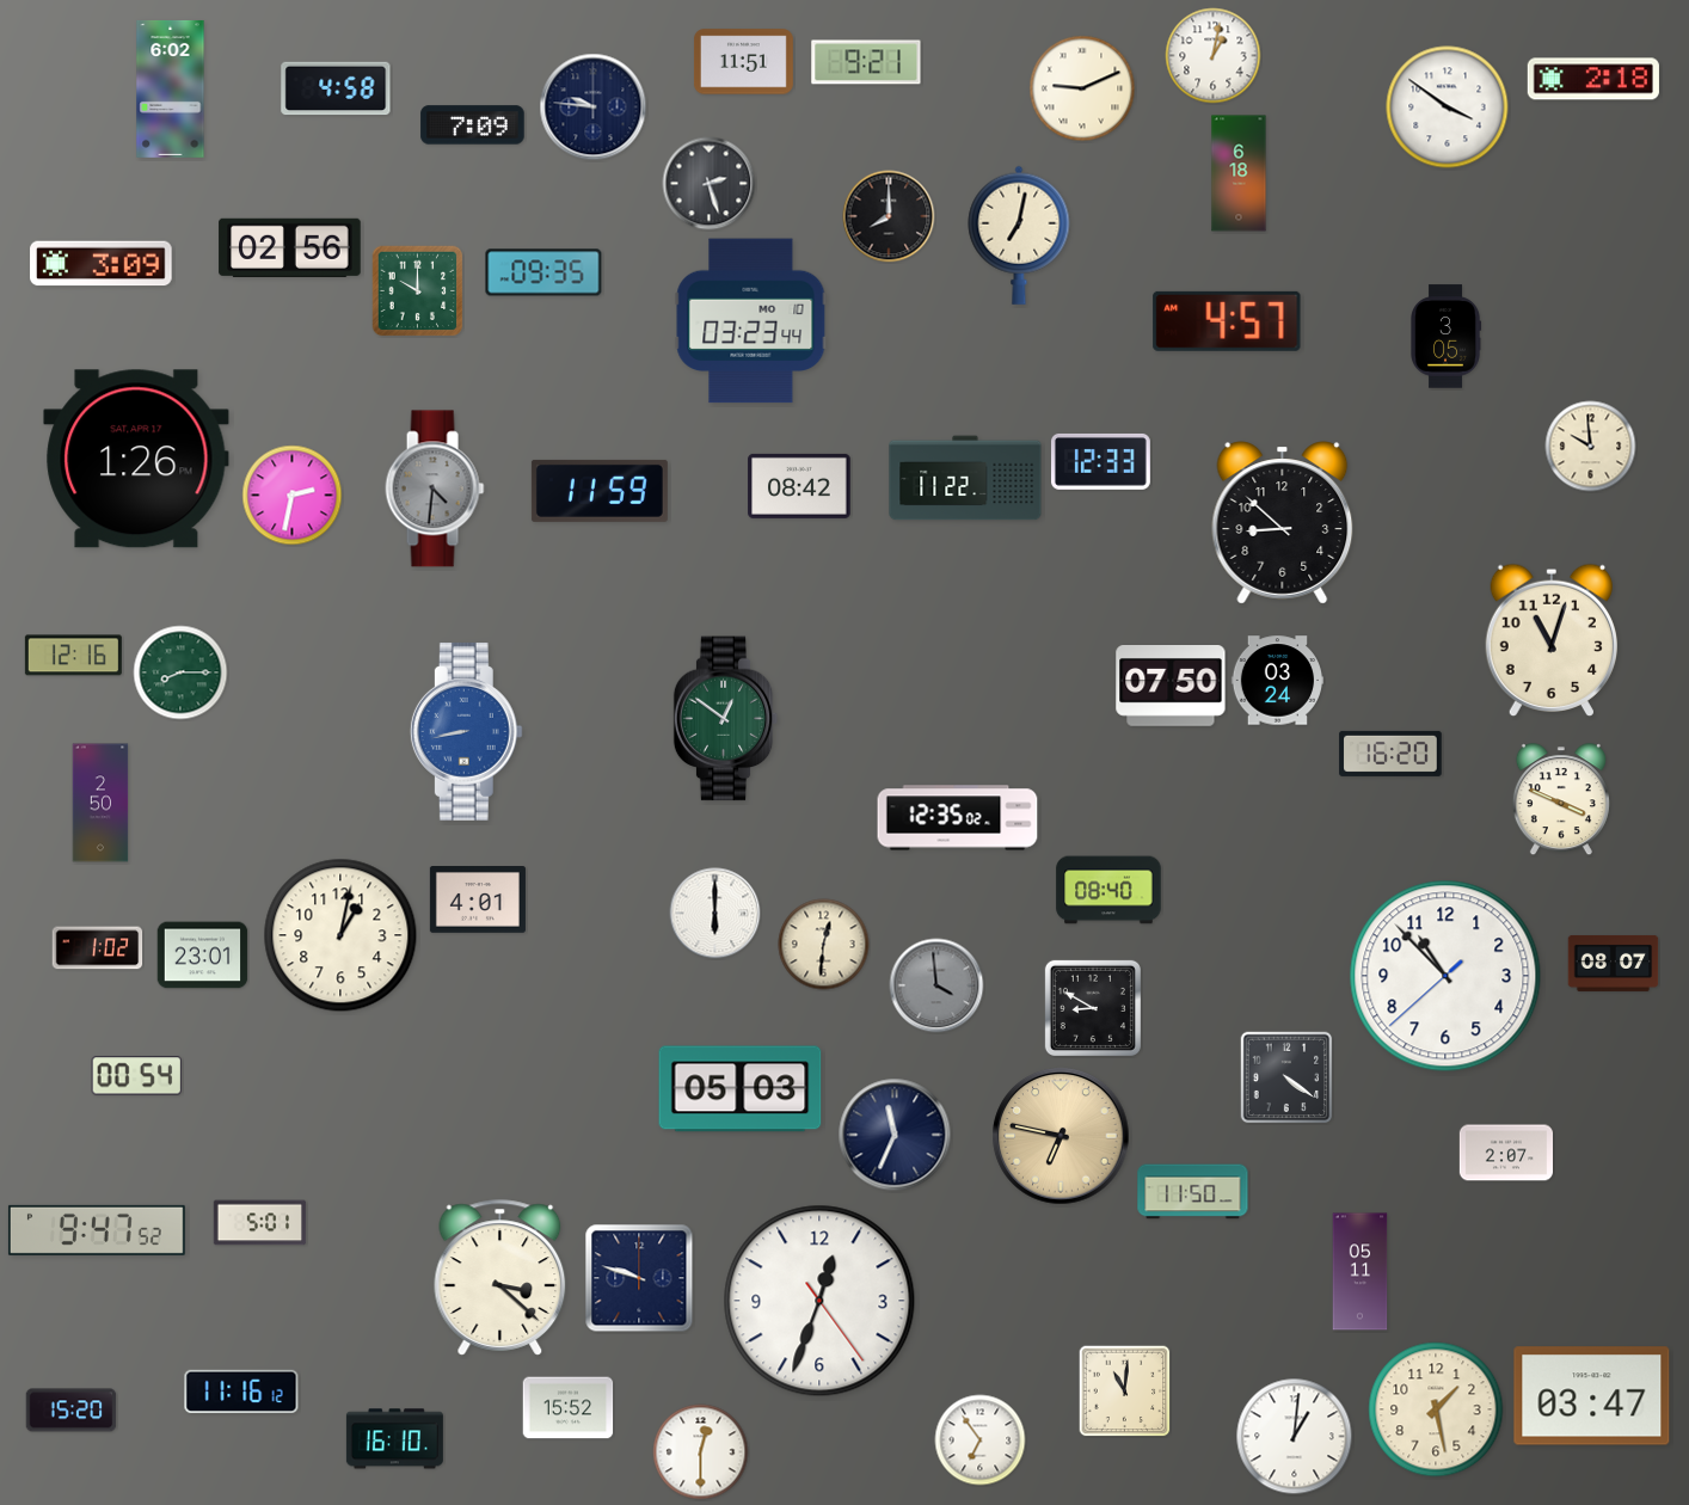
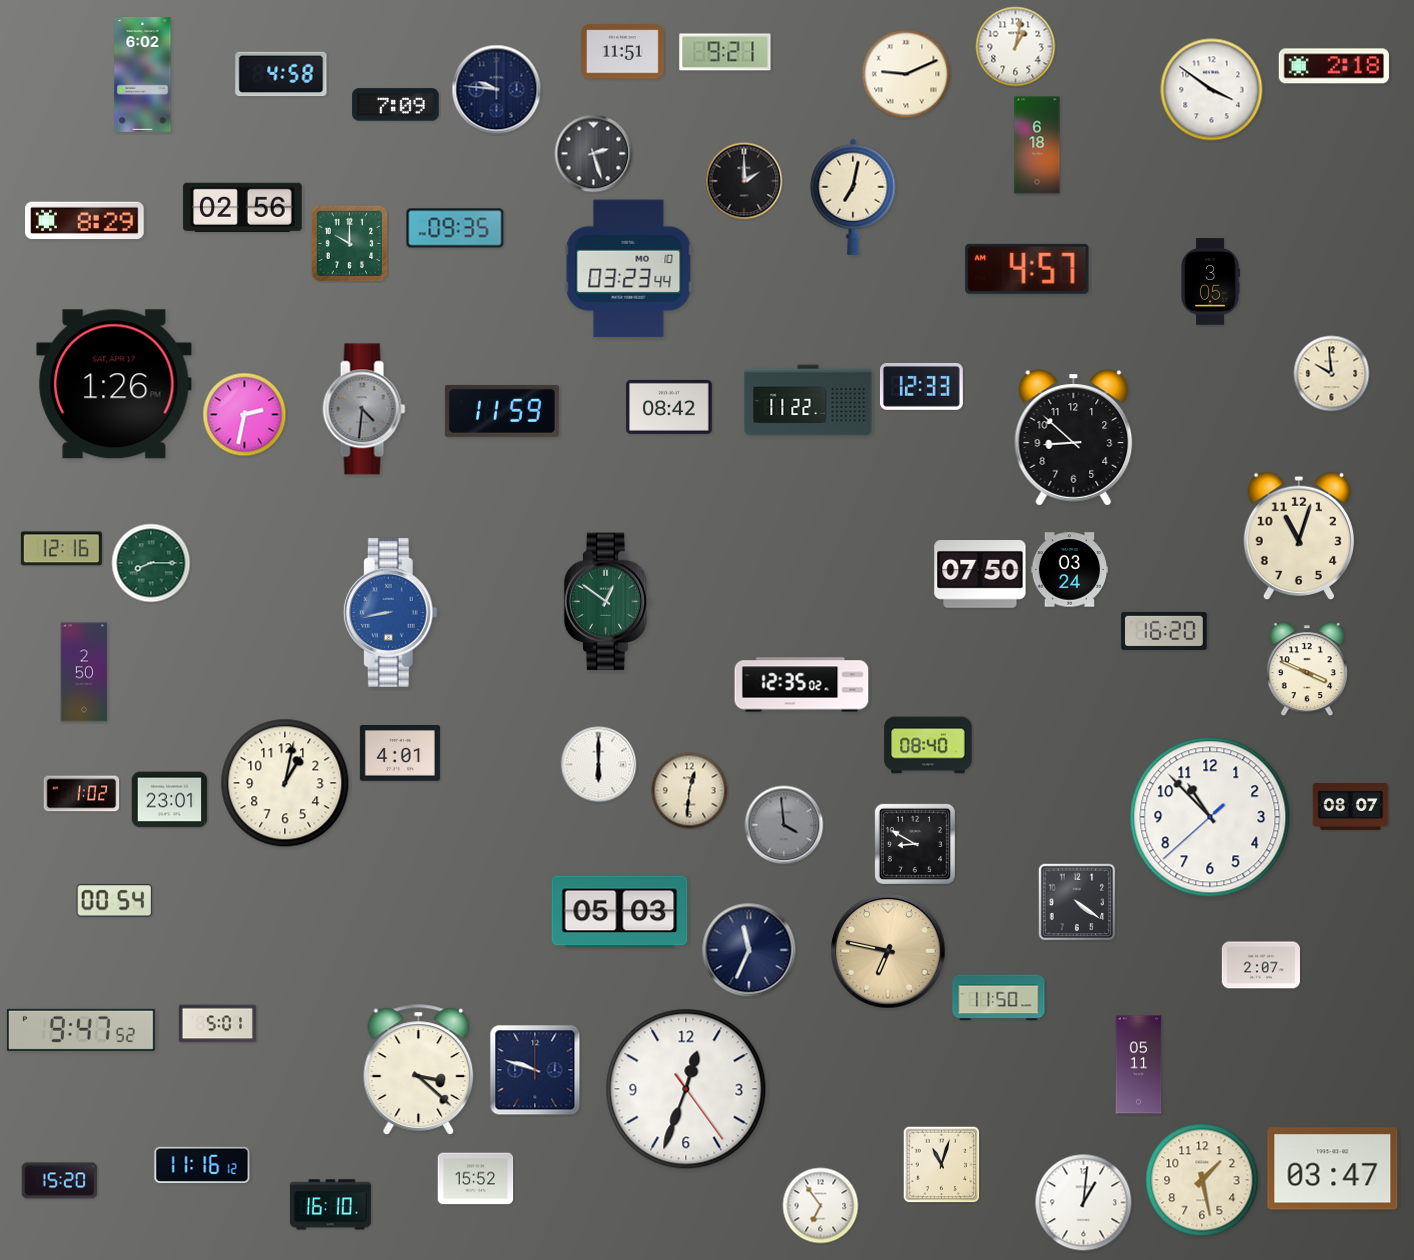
clock at (889, 216): 8:00 -> 2:00
clock at (102, 264): 3:09 -> 8:29
clock at (1125, 1392): 11:01 -> 11:03
clock at (701, 1452): 12:30 -> none
